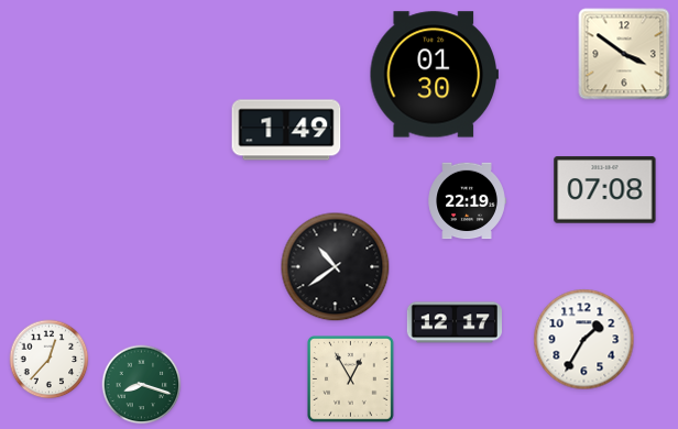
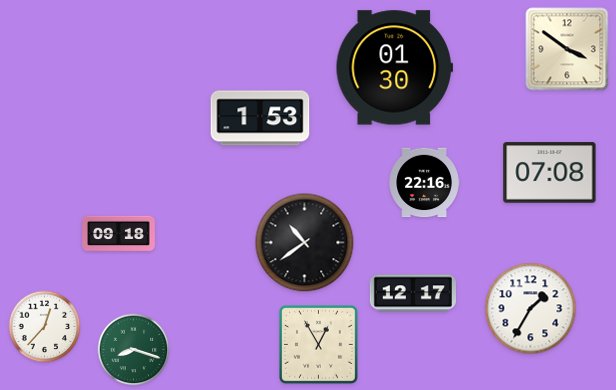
clock at (286, 130): 1:49 -> 1:53
clock at (467, 201): 22:19 -> 22:16
clock at (119, 234): none -> 09:18
clock at (142, 385) position: (142, 385) -> (134, 350)
